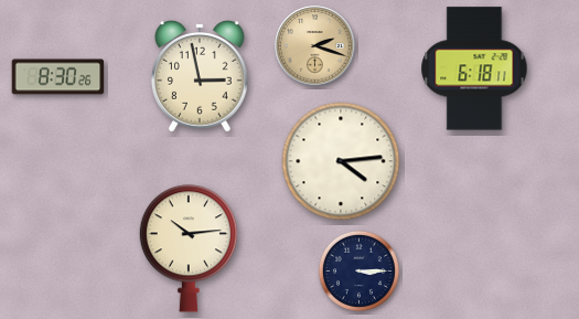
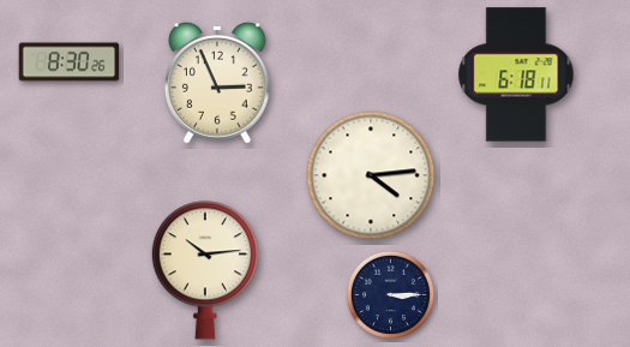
clock at (315, 46): 2:18 -> none
clock at (58, 77) position: (58, 77) -> (70, 62)
clock at (200, 77): 2:58 -> 2:56
